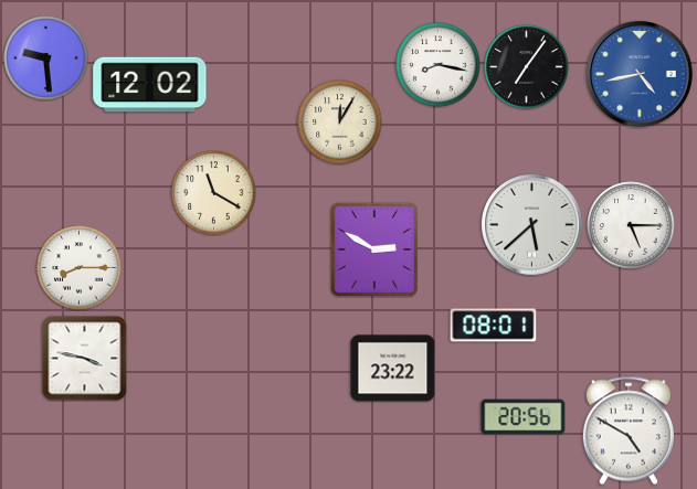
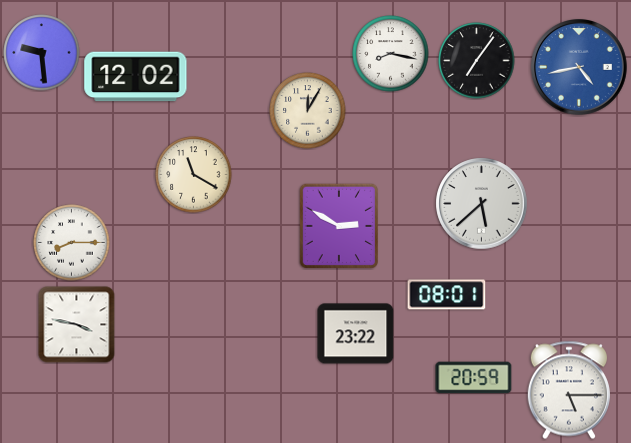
clock at (439, 65) position: (439, 65) -> (391, 54)
clock at (631, 225): 5:15 -> none
clock at (524, 417): 20:56 -> 20:59
clock at (629, 430): 4:50 -> 5:15
